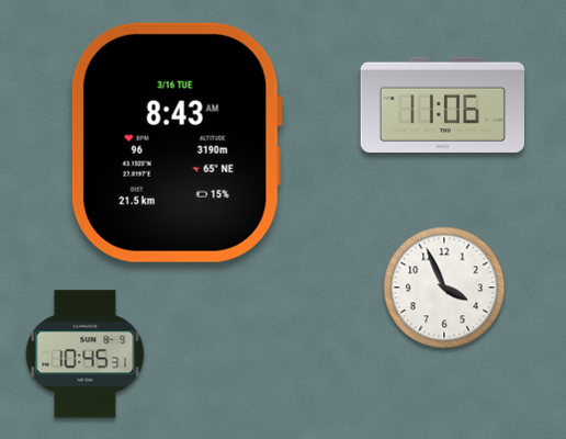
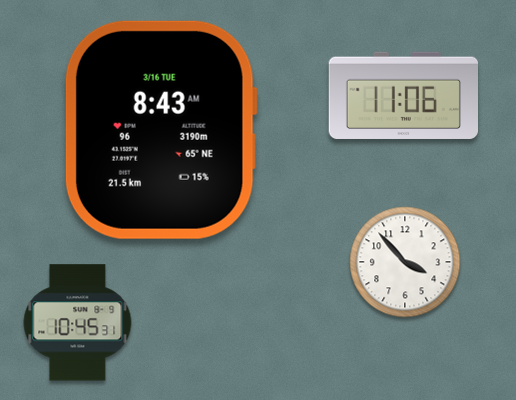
clock at (444, 288): 3:56 -> 3:53
